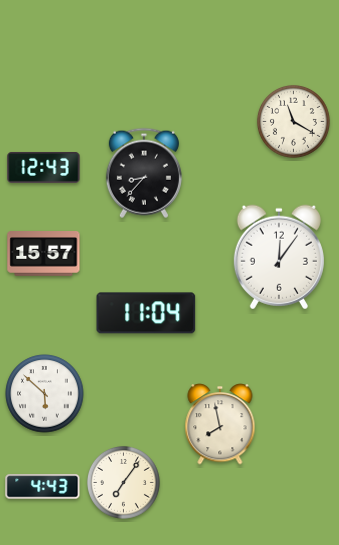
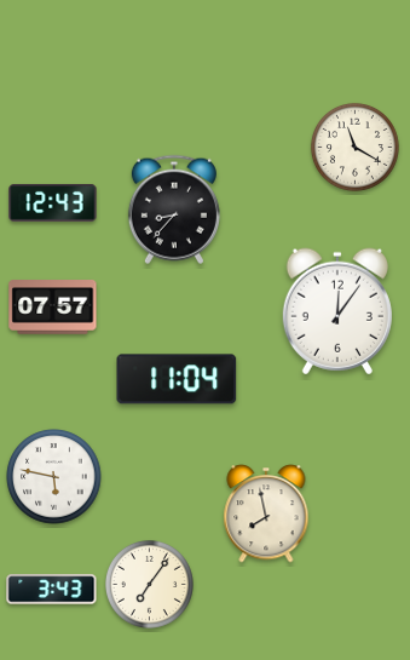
clock at (44, 254): 15:57 -> 07:57
clock at (45, 394): 5:52 -> 5:47
clock at (43, 487): 4:43 -> 3:43
